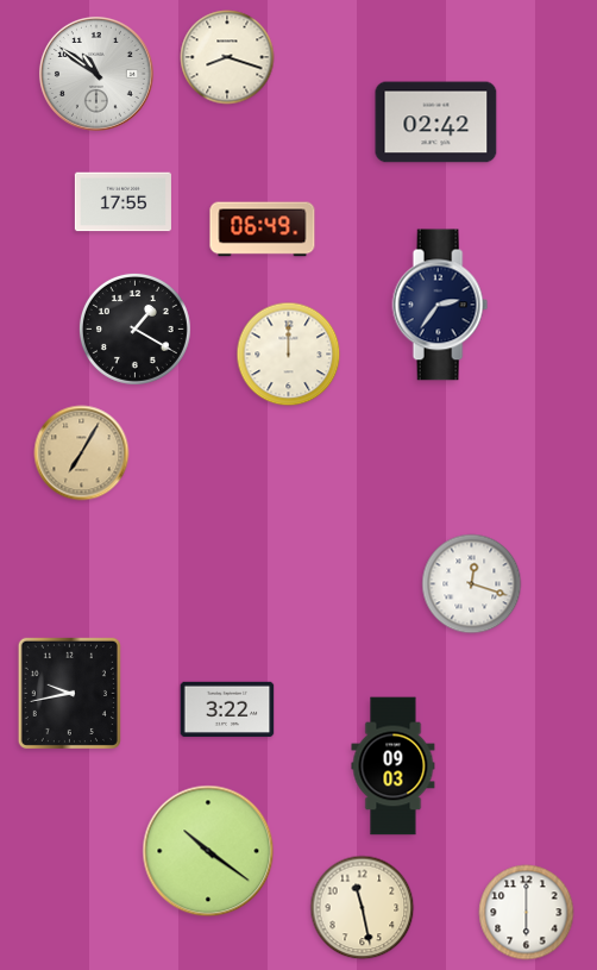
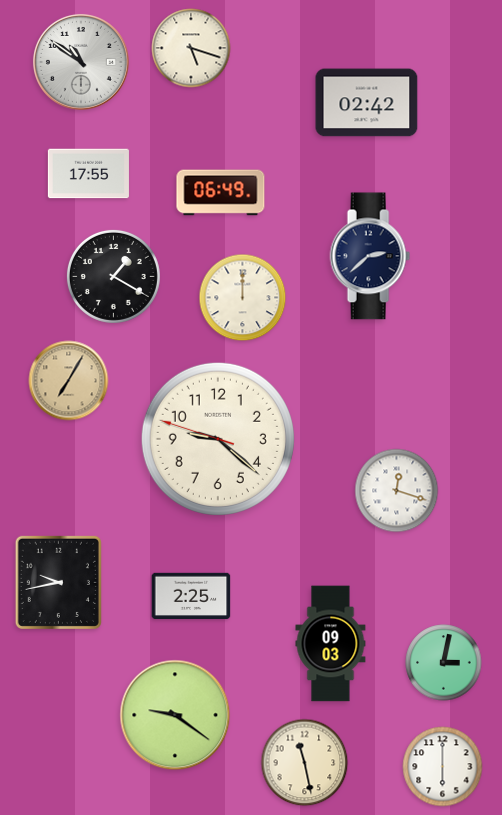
clock at (227, 57): 8:18 -> 5:18
clock at (122, 202) position: (122, 202) -> (88, 174)
clock at (440, 305): 2:36 -> 2:38
clock at (218, 439): none -> 9:21
clock at (227, 709): 3:22 -> 2:25
clock at (444, 663): none -> 3:02
clock at (208, 851): 10:21 -> 9:21
